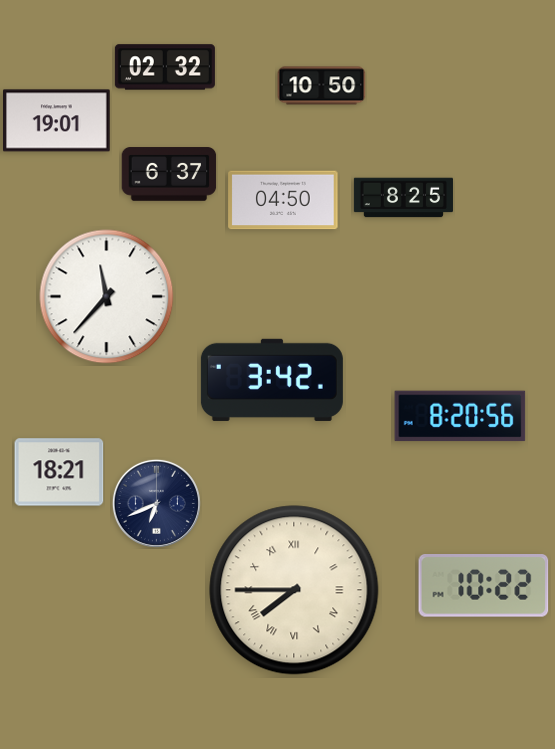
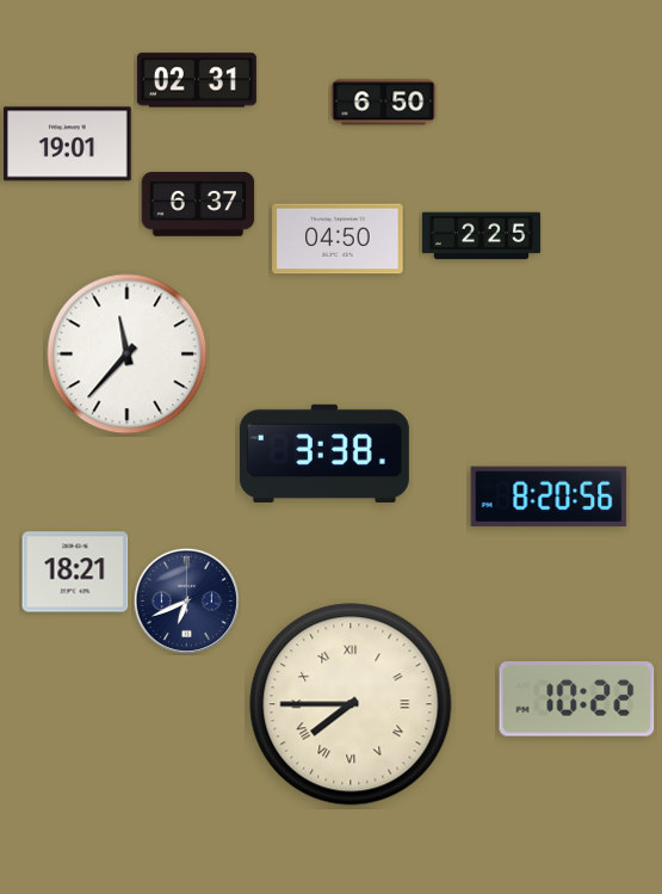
clock at (165, 67): 02:32 -> 02:31
clock at (322, 86): 10:50 -> 6:50
clock at (169, 174) position: (169, 174) -> (198, 204)
clock at (403, 198): 8:25 -> 2:25
clock at (272, 380): 3:42 -> 3:38
clock at (59, 472) position: (59, 472) -> (75, 572)
